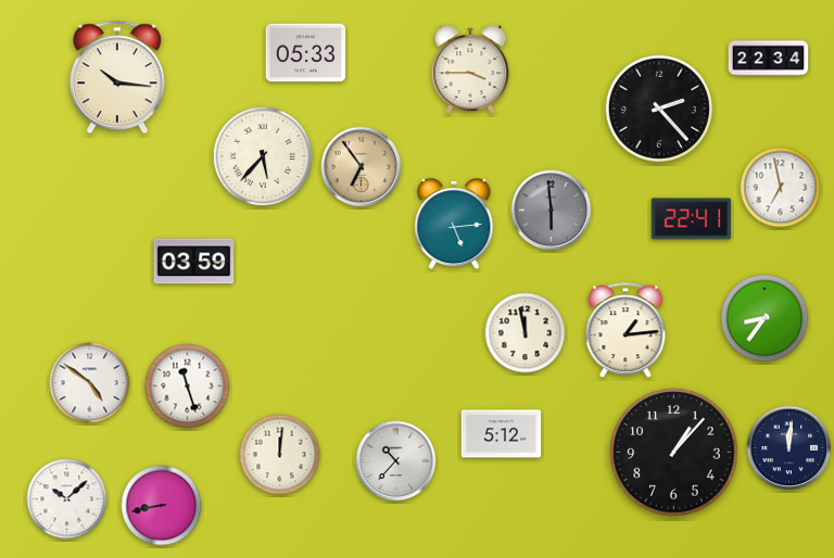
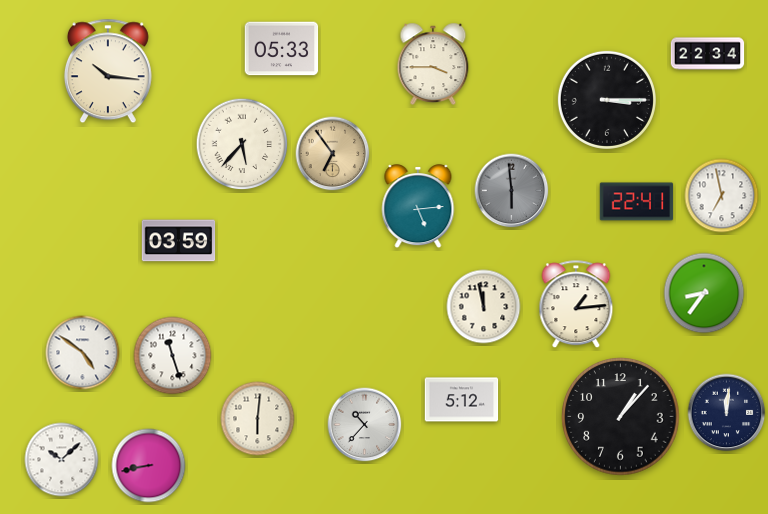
clock at (659, 109): 2:23 -> 3:15
clock at (781, 188) position: (781, 188) -> (722, 196)
clock at (552, 211) position: (552, 211) -> (512, 191)
clock at (280, 455): 12:01 -> 6:01
